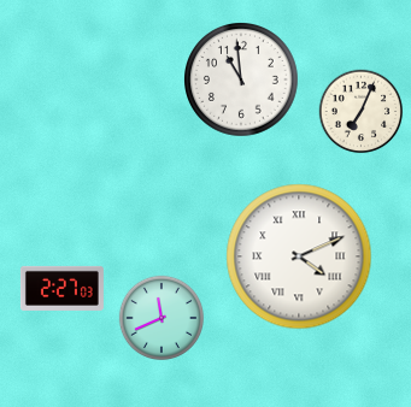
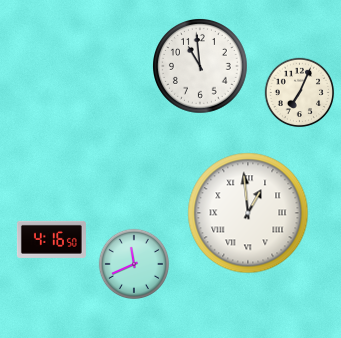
clock at (299, 256): 4:11 -> 12:59
clock at (61, 288): 2:27 -> 4:16
